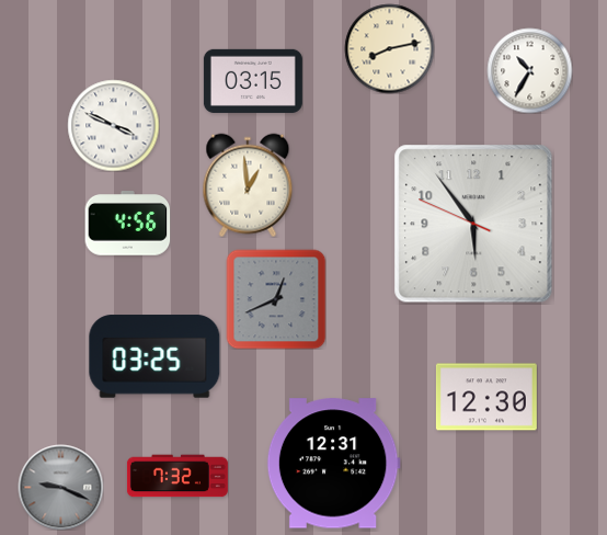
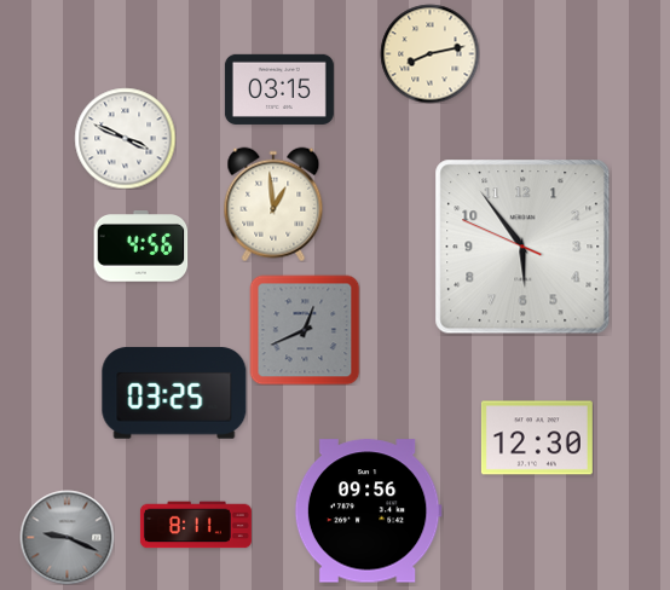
clock at (529, 70): 10:35 -> none
clock at (154, 356) position: (154, 356) -> (174, 393)
clock at (333, 464): 12:31 -> 09:56
clock at (177, 476): 7:32 -> 8:11
